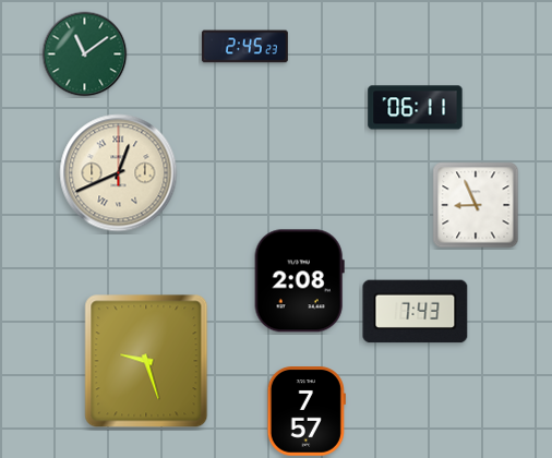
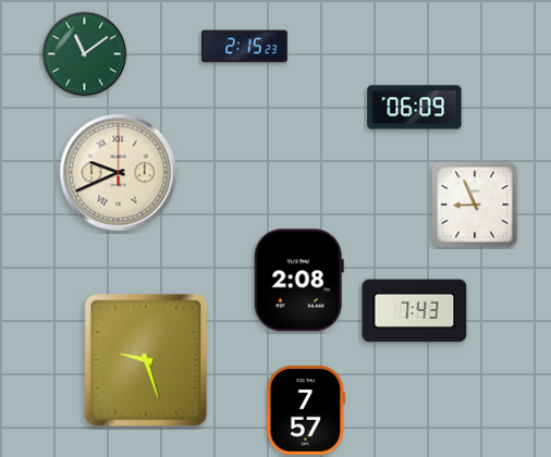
clock at (244, 47): 2:45 -> 2:15
clock at (416, 108): 06:11 -> 06:09
clock at (119, 173): 12:41 -> 9:41
